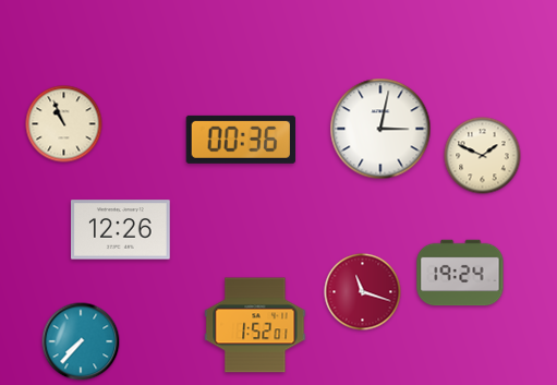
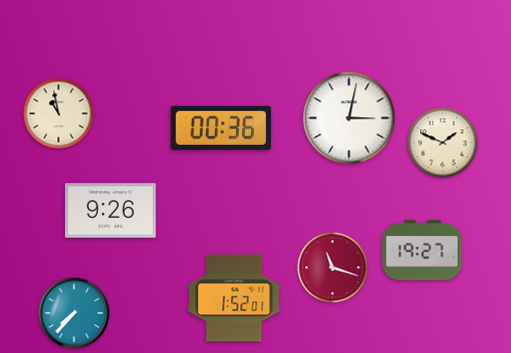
clock at (64, 124): 10:56 -> 10:58
clock at (121, 230): 12:26 -> 9:26
clock at (460, 273): 19:24 -> 19:27
